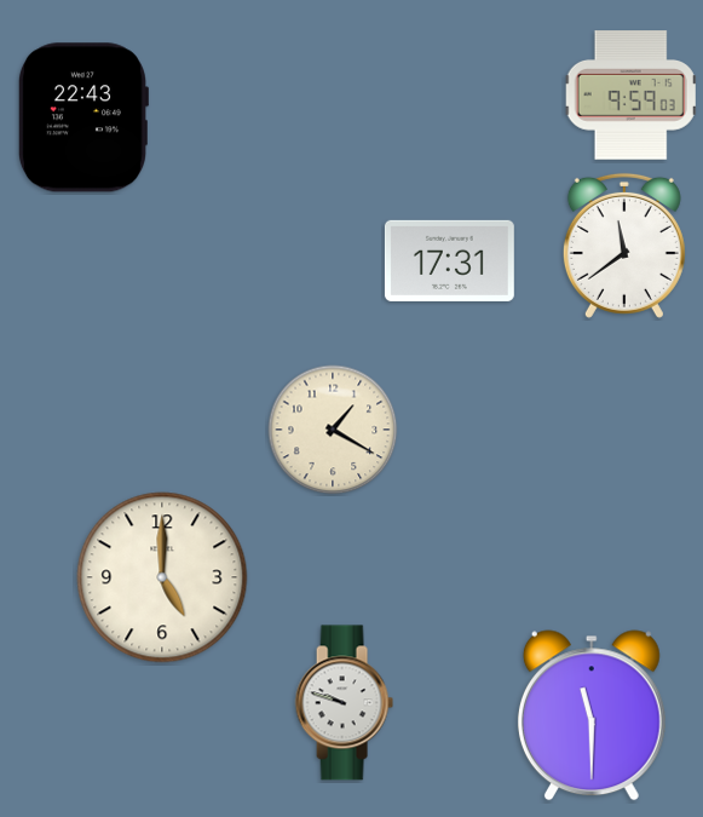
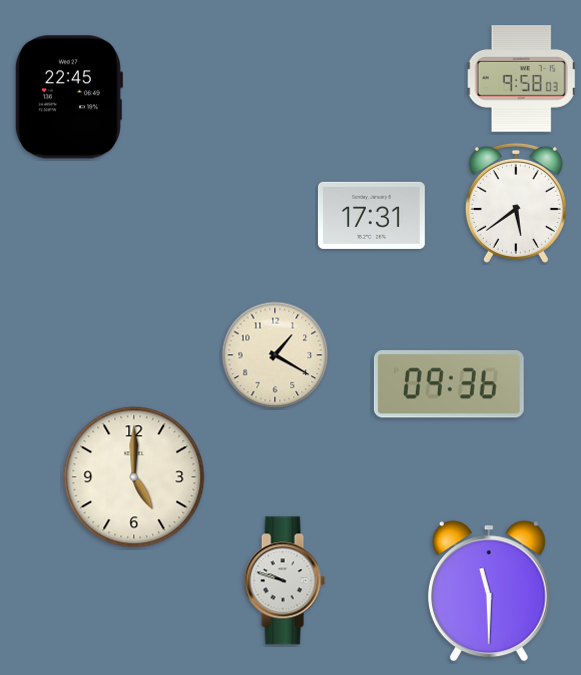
clock at (630, 96): 9:59 -> 9:58
clock at (82, 117): 22:43 -> 22:45
clock at (624, 246): 11:39 -> 5:39
clock at (449, 384): none -> 09:36
